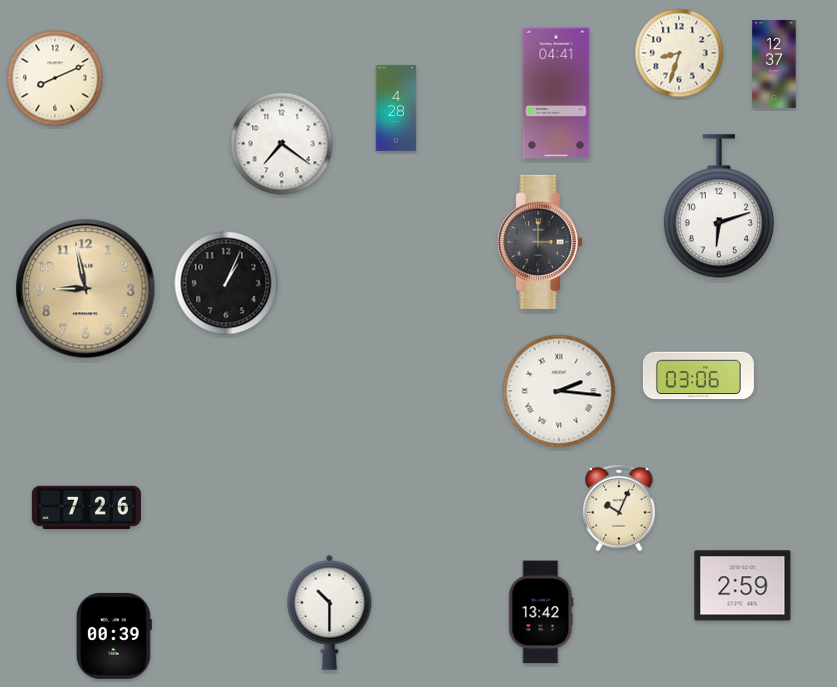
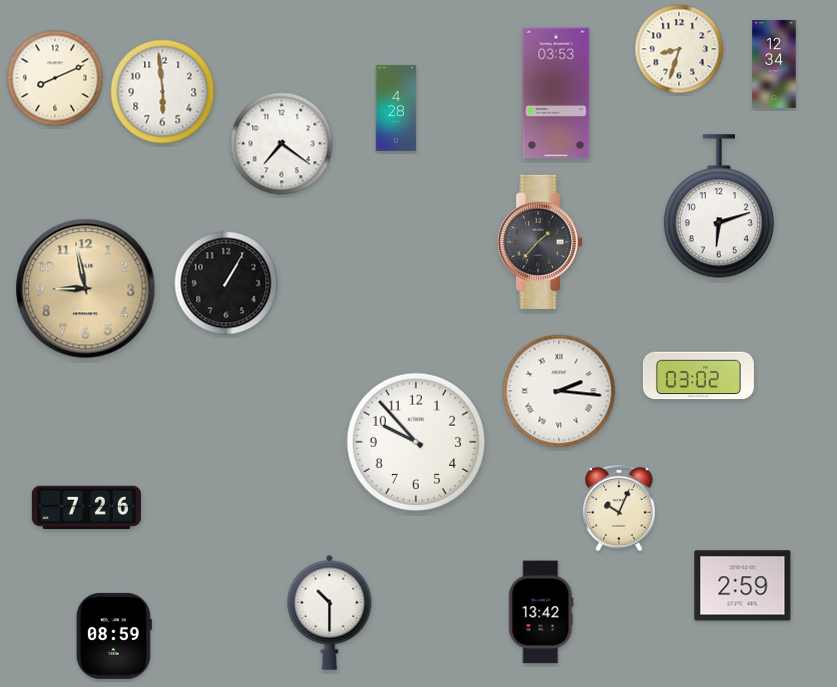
clock at (679, 53) position: (679, 53) -> (679, 49)
clock at (774, 64): 12:37 -> 12:34
clock at (163, 92): none -> 5:59
clock at (556, 93): 04:41 -> 03:53
clock at (540, 242): 3:00 -> 1:37
clock at (226, 283): 1:04 -> 1:05
clock at (698, 376): 03:06 -> 03:02
clock at (415, 441): none -> 9:53
clock at (114, 636): 00:39 -> 08:59
